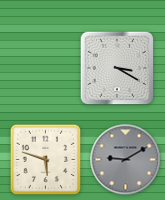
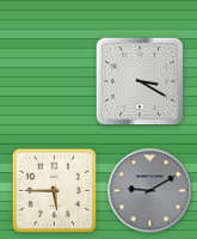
clock at (46, 160): 5:48 -> 5:45
